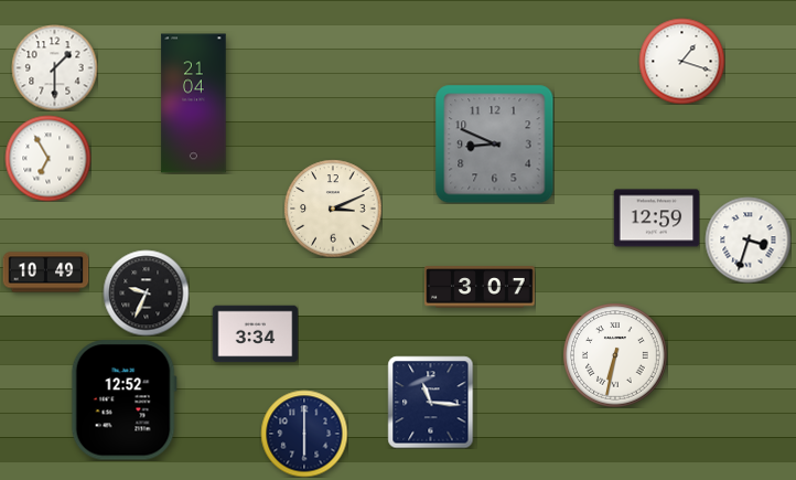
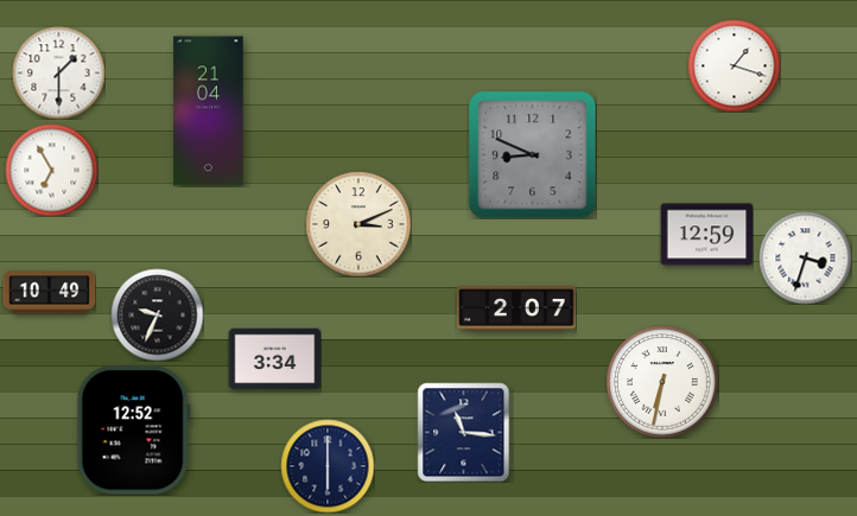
clock at (480, 287): 3:07 -> 2:07
